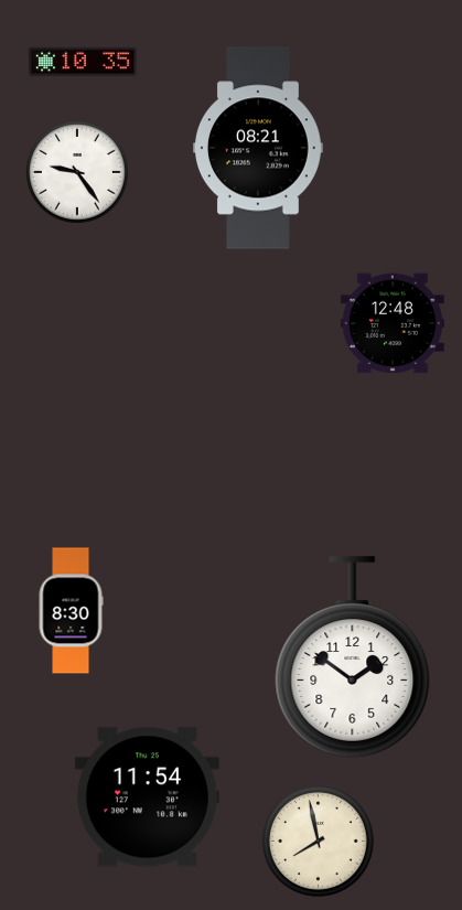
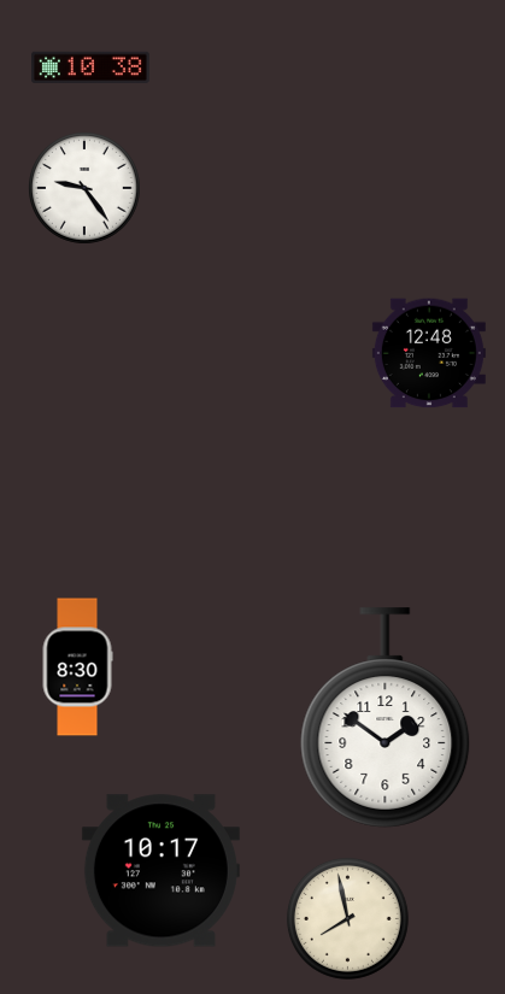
clock at (84, 62): 10:35 -> 10:38
clock at (259, 148): 08:21 -> none
clock at (147, 797): 11:54 -> 10:17
